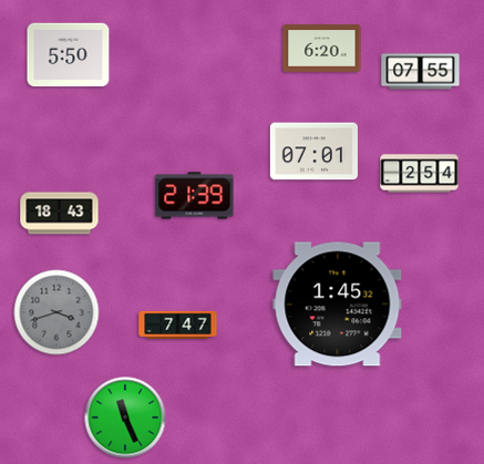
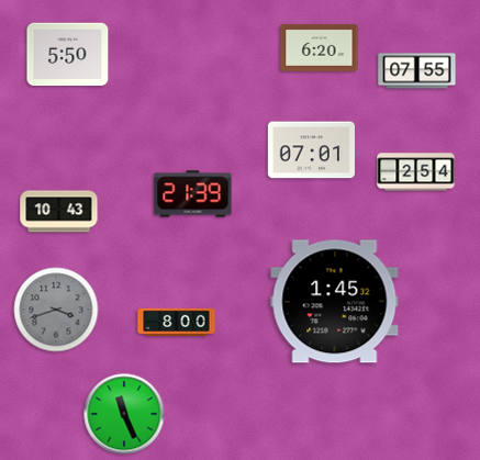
clock at (60, 214): 18:43 -> 10:43
clock at (178, 324): 7:47 -> 8:00
